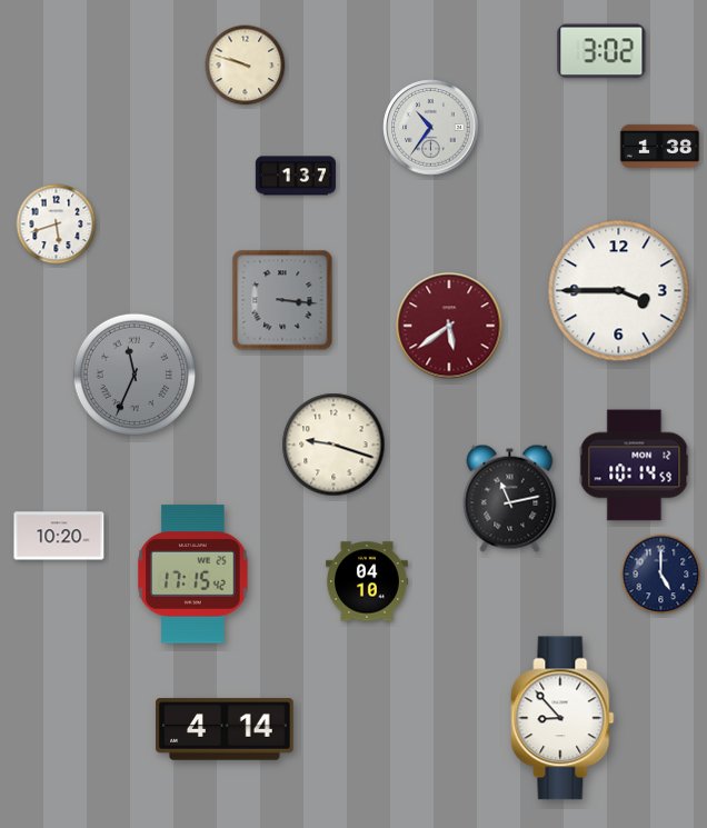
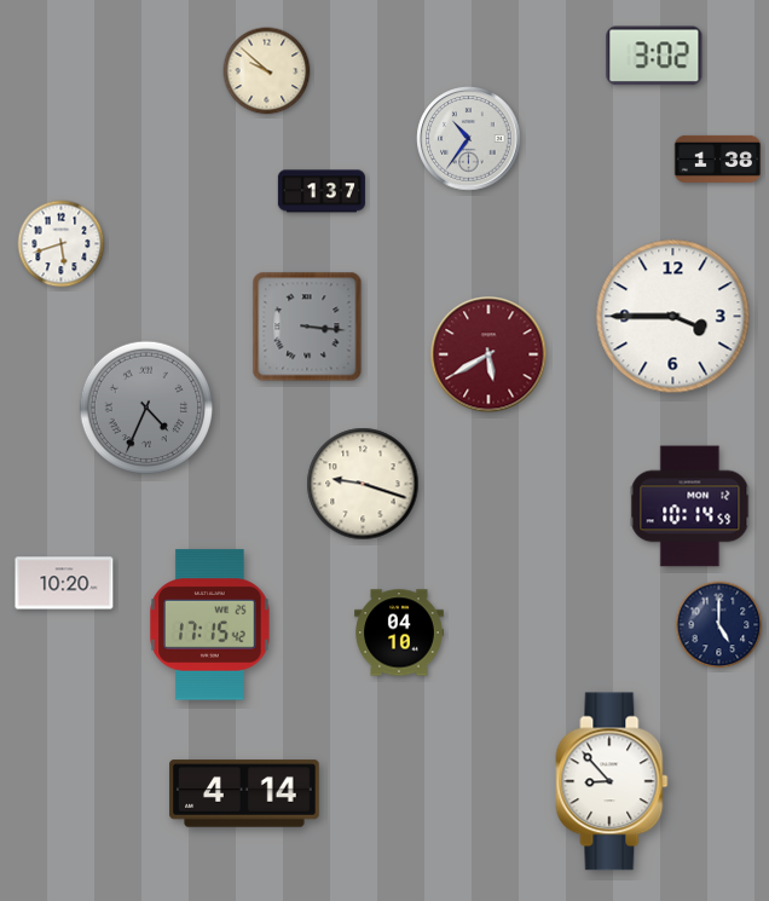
clock at (246, 66): 9:48 -> 9:52
clock at (449, 326): 5:39 -> 5:40
clock at (133, 373): 11:34 -> 4:34
clock at (510, 498): 11:13 -> none
